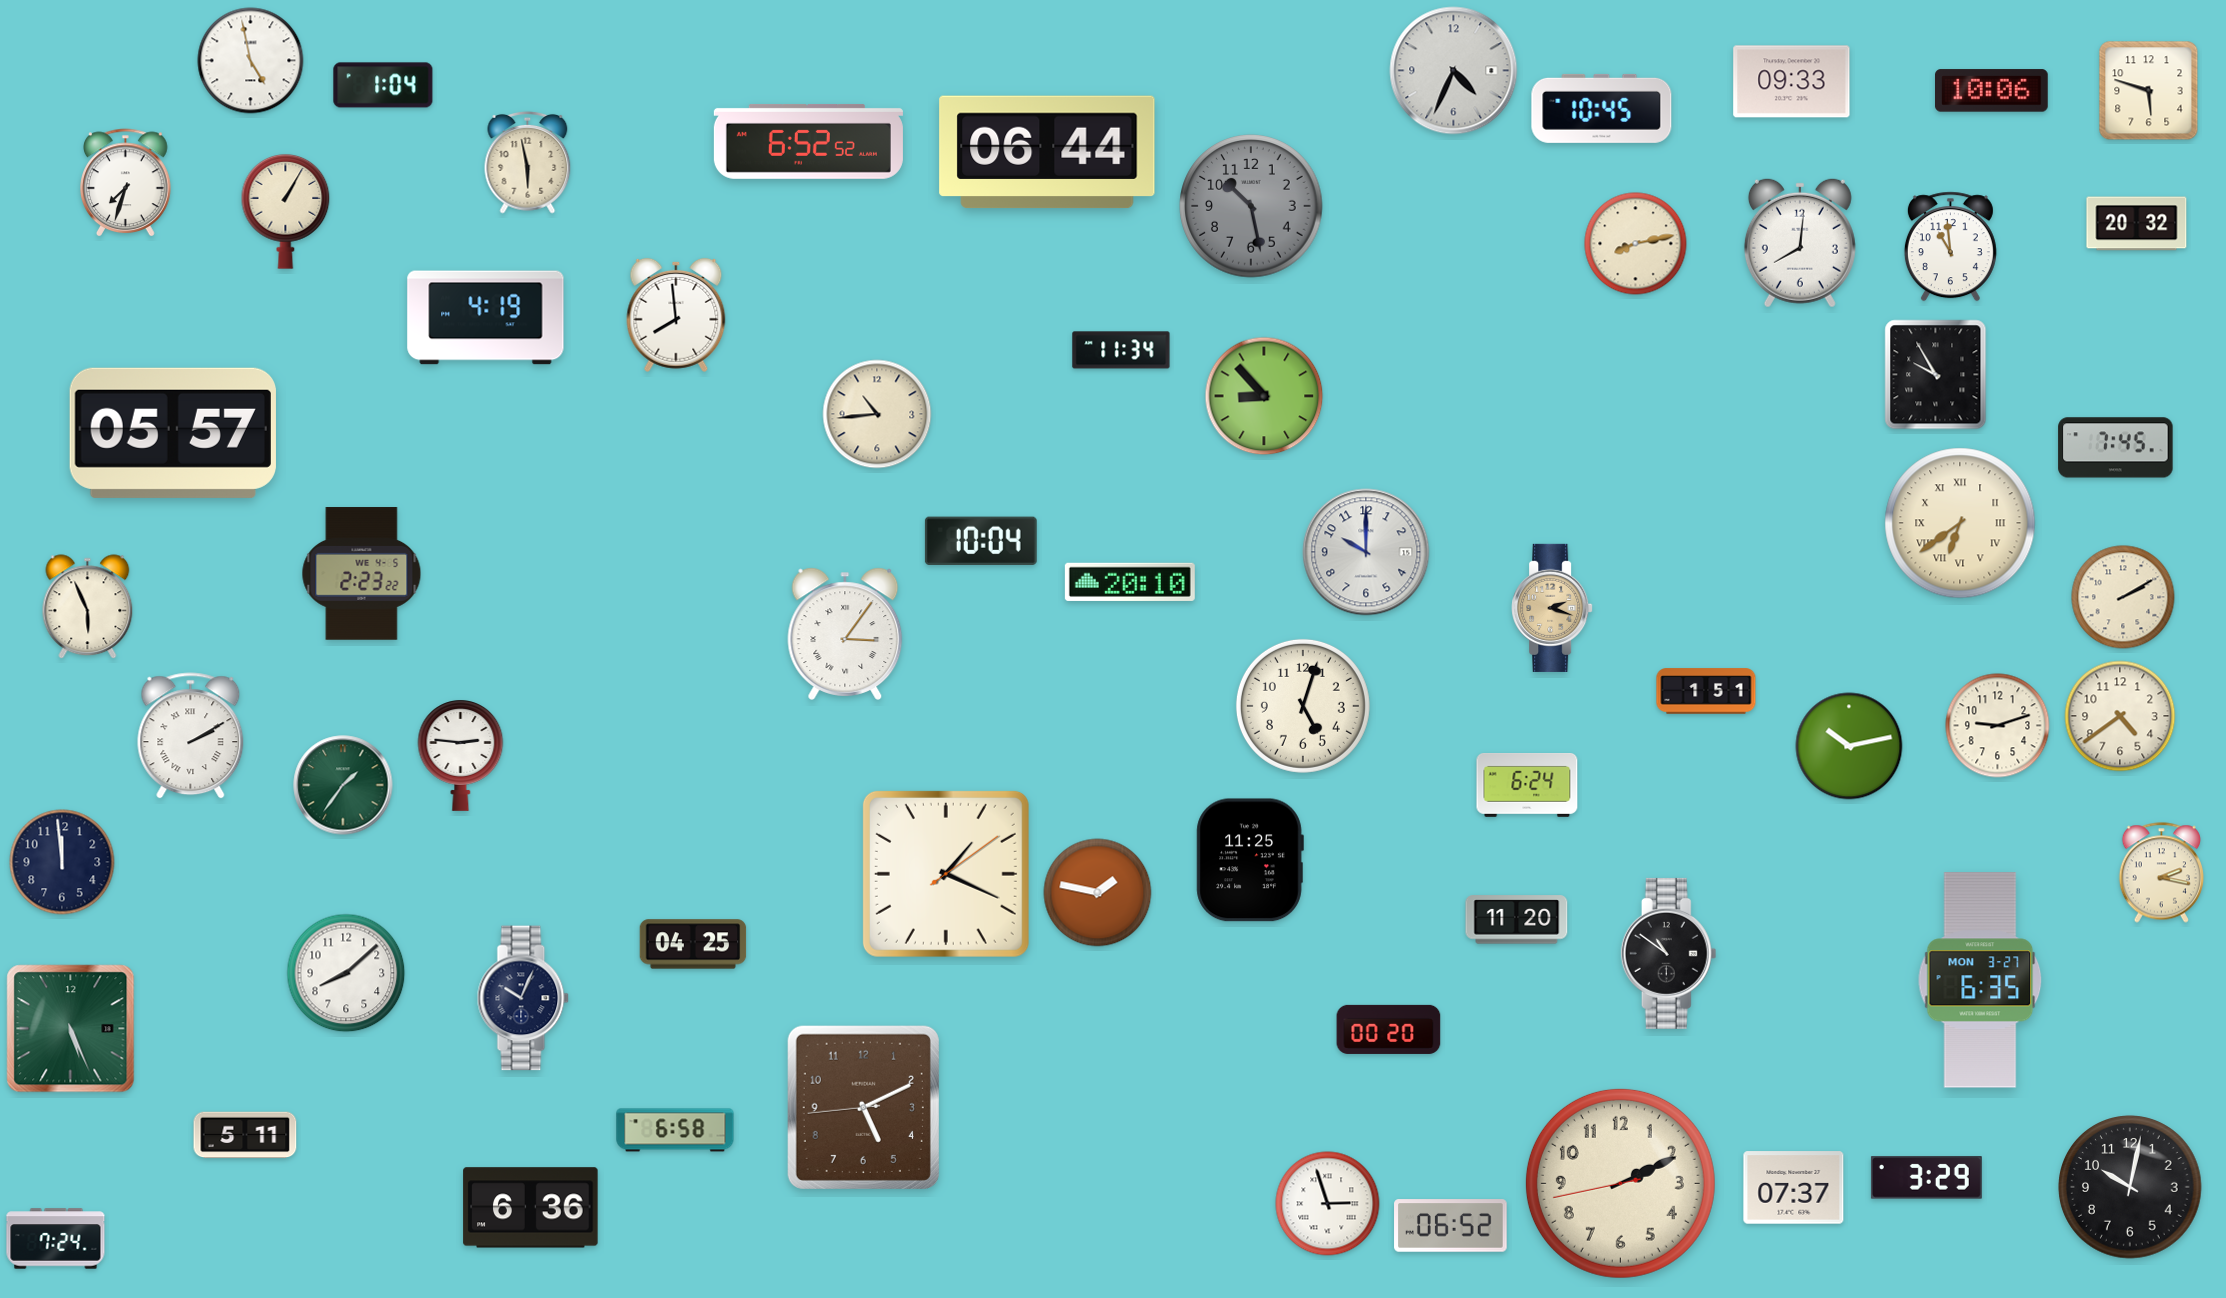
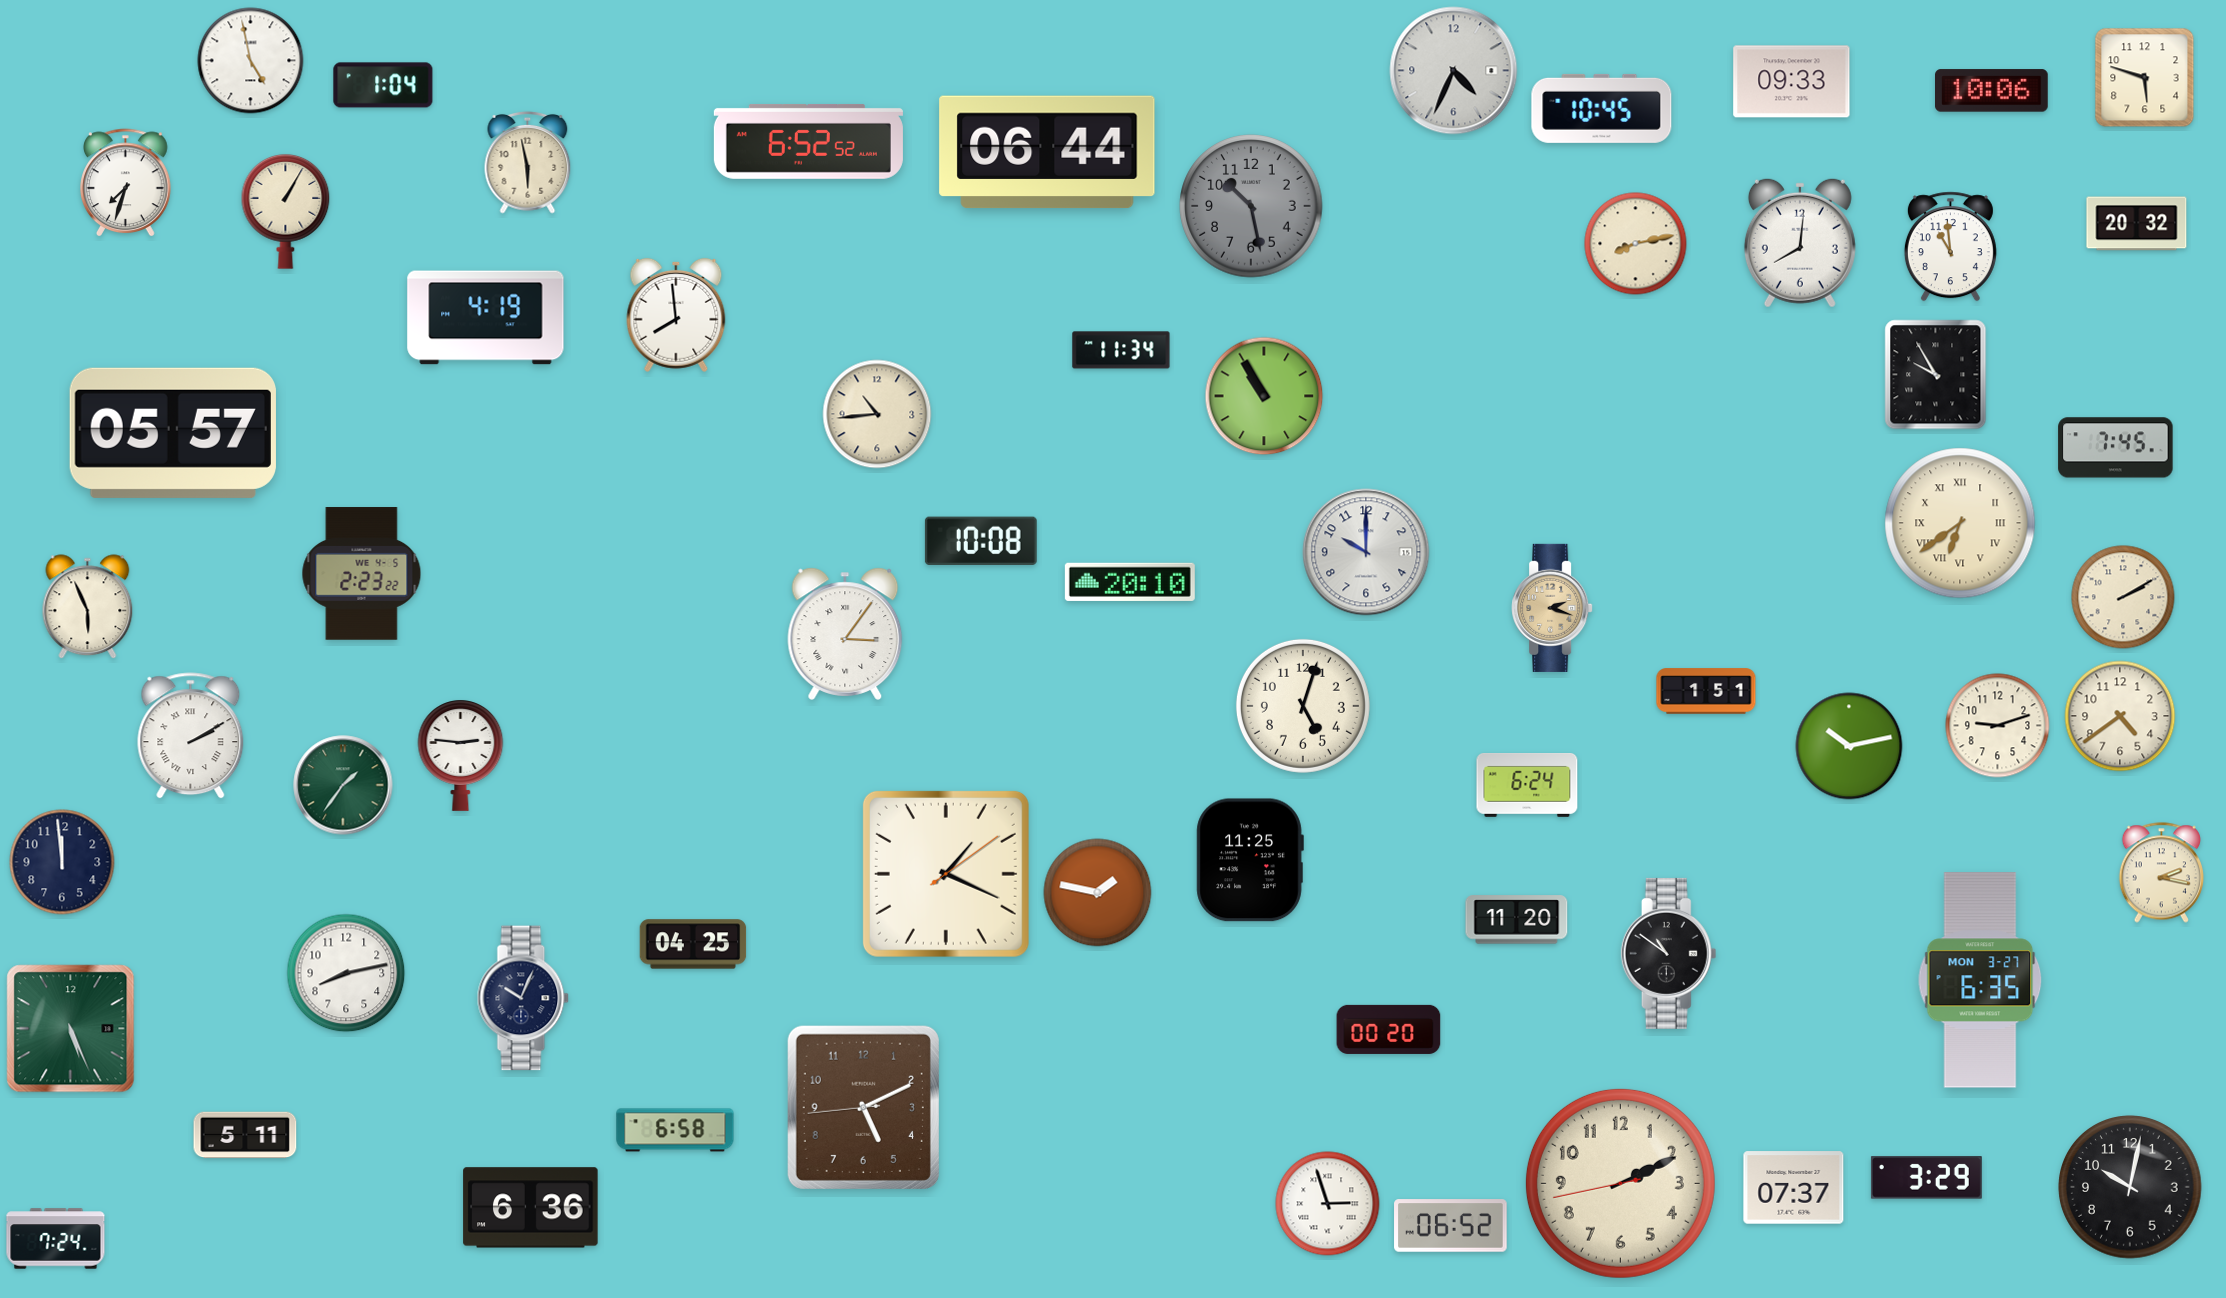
clock at (2149, 91) position: (2149, 91) -> (2145, 78)
clock at (1264, 396): 8:53 -> 10:55
clock at (981, 541): 10:04 -> 10:08
clock at (346, 973): 8:08 -> 8:13
